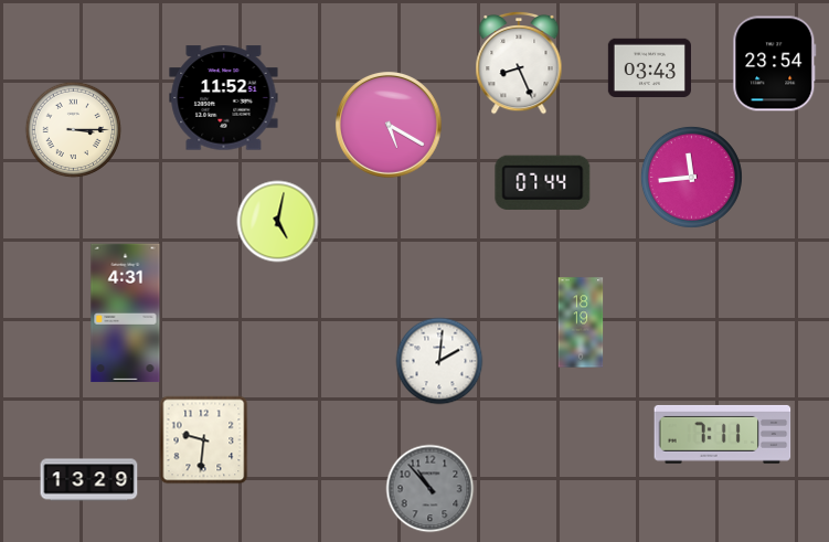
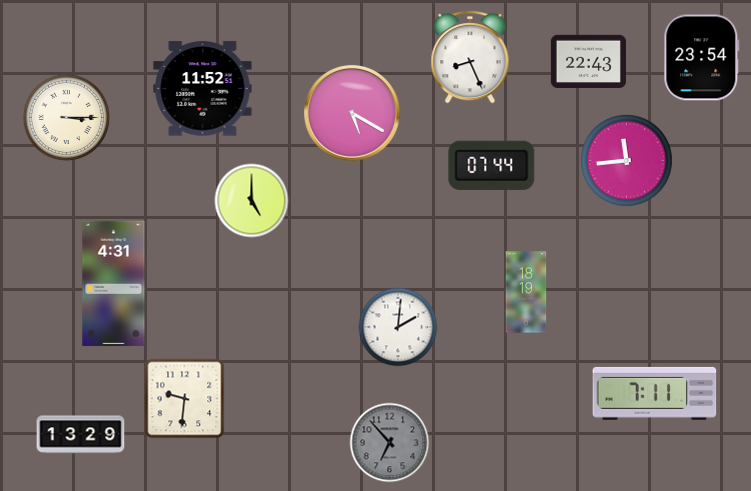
clock at (649, 68): 03:43 -> 22:43
clock at (278, 222): 5:02 -> 5:00
clock at (431, 489): 10:53 -> 6:53
